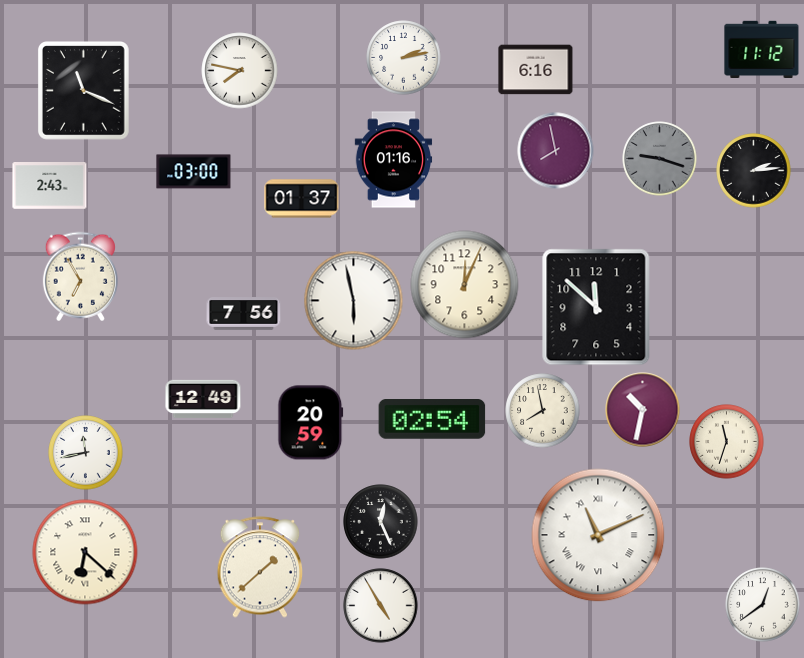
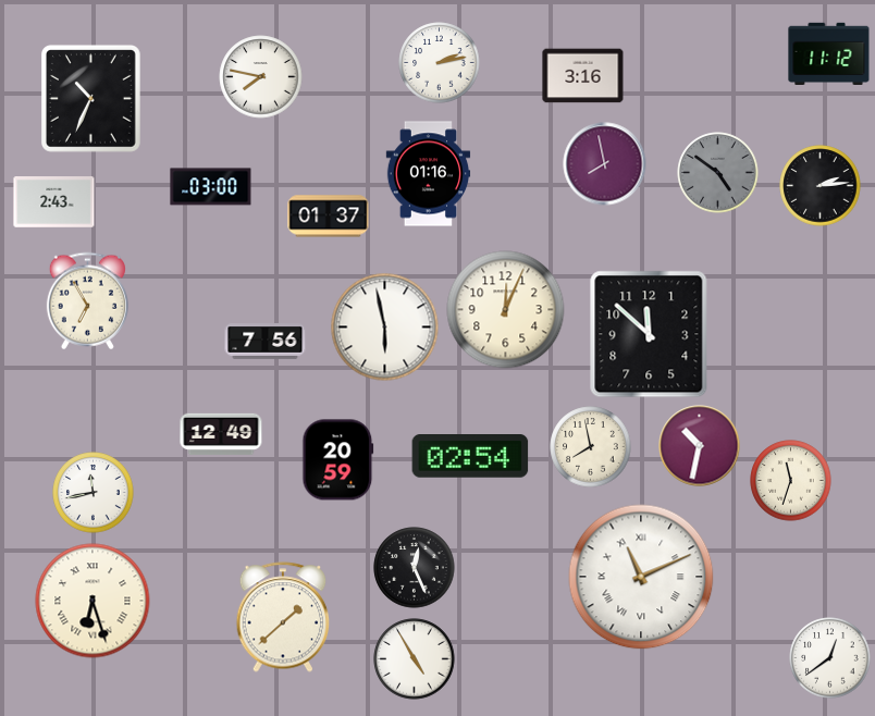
clock at (536, 70): 6:16 -> 3:16
clock at (83, 91): 11:19 -> 10:34
clock at (660, 159): 9:18 -> 4:51
clock at (598, 535) position: (598, 535) -> (641, 577)
clock at (85, 552): 6:22 -> 6:27
